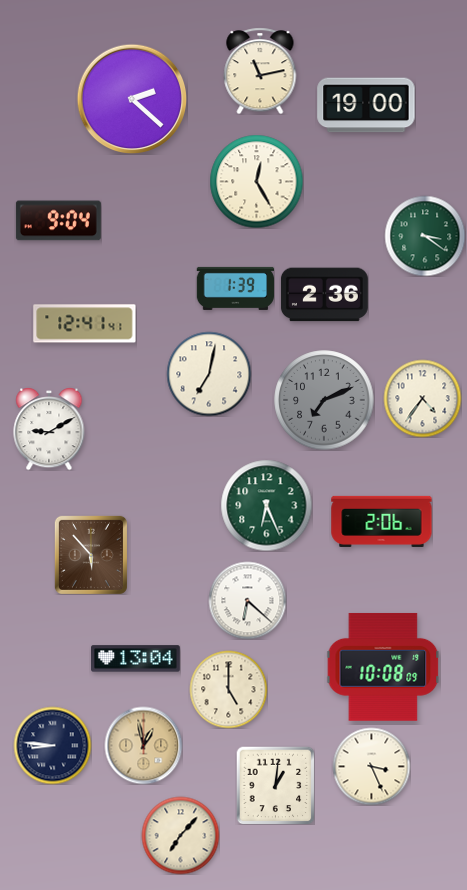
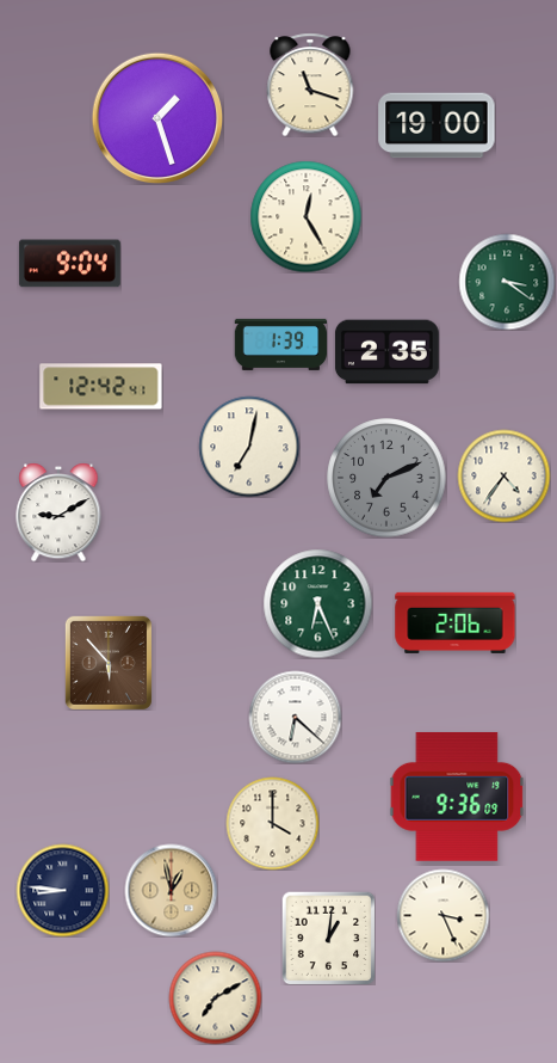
clock at (260, 71): 11:13 -> 11:18
clock at (132, 99): 2:22 -> 1:27
clock at (324, 295): 2:36 -> 2:35
clock at (85, 324): 12:41 -> 12:42
clock at (136, 659): 13:04 -> none
clock at (383, 667): 10:08 -> 9:36
clock at (228, 689): 5:00 -> 4:00
clock at (180, 835): 7:07 -> 7:10
